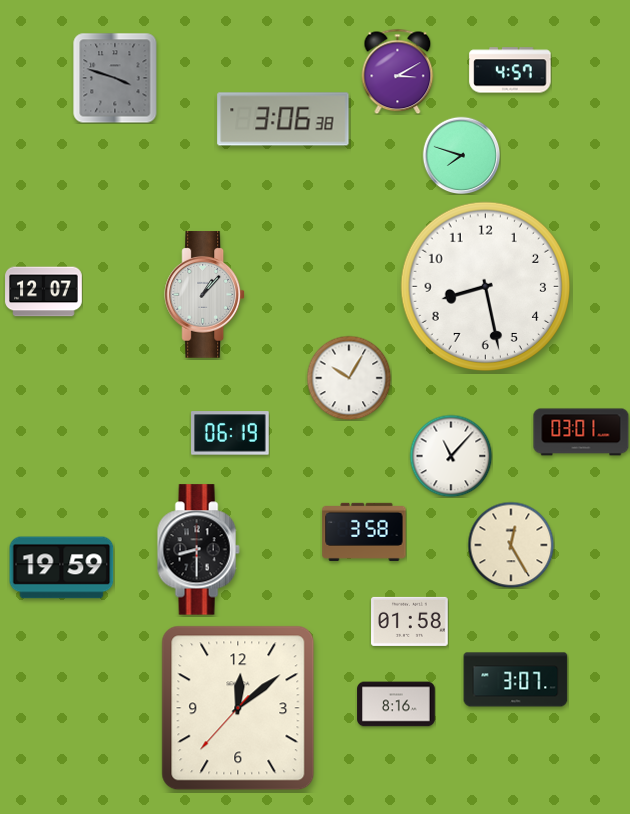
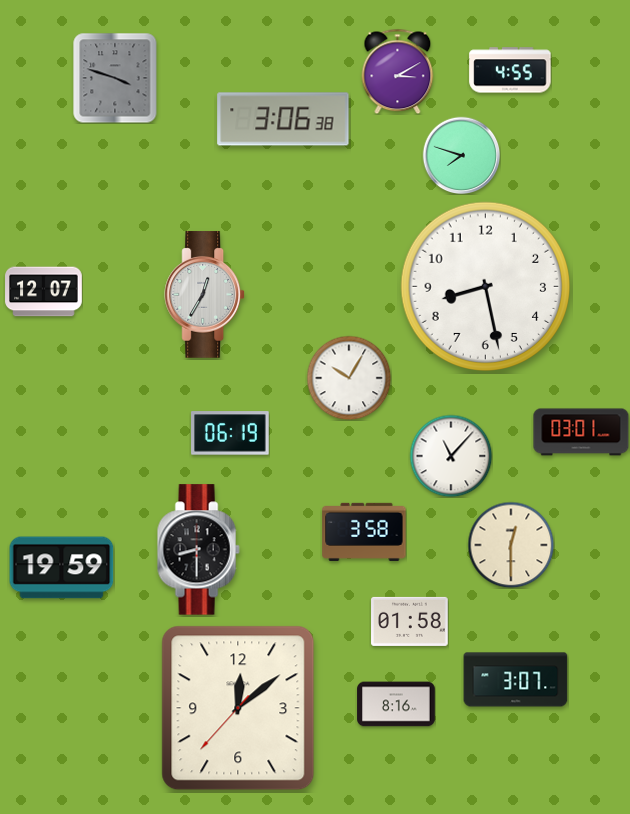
clock at (510, 70): 4:57 -> 4:55
clock at (205, 295): 1:07 -> 12:35
clock at (511, 545): 12:25 -> 12:30
